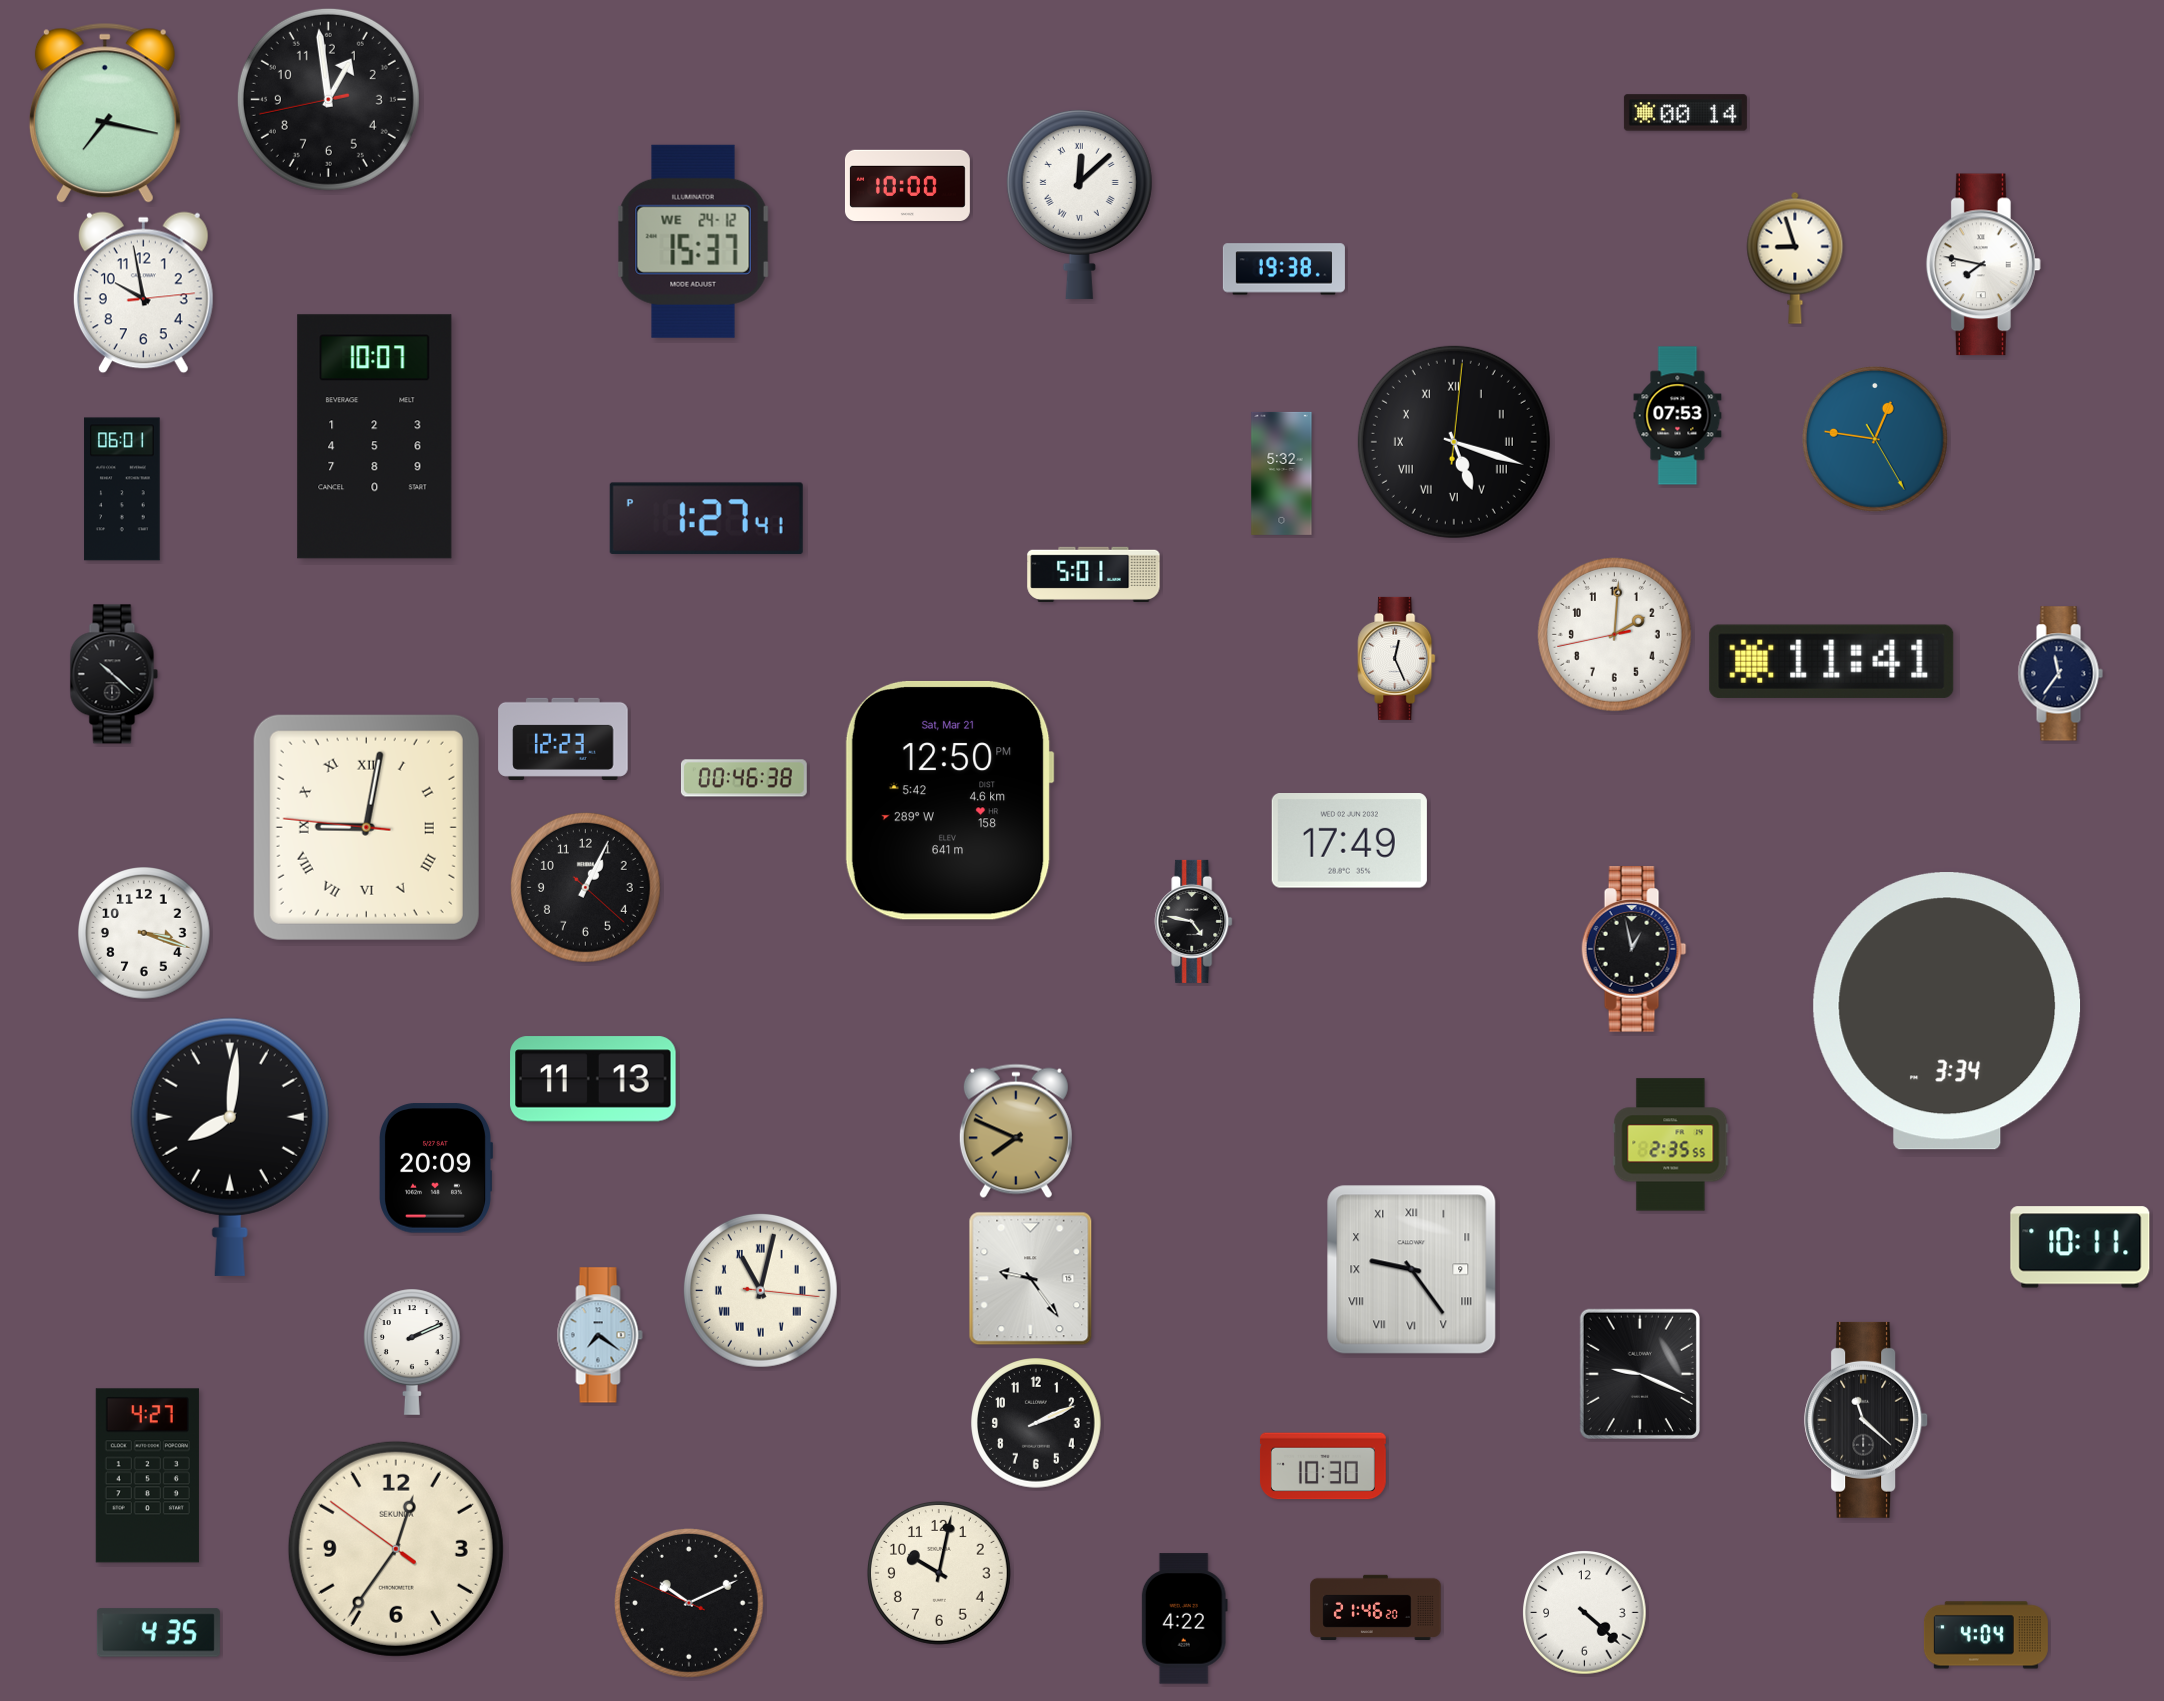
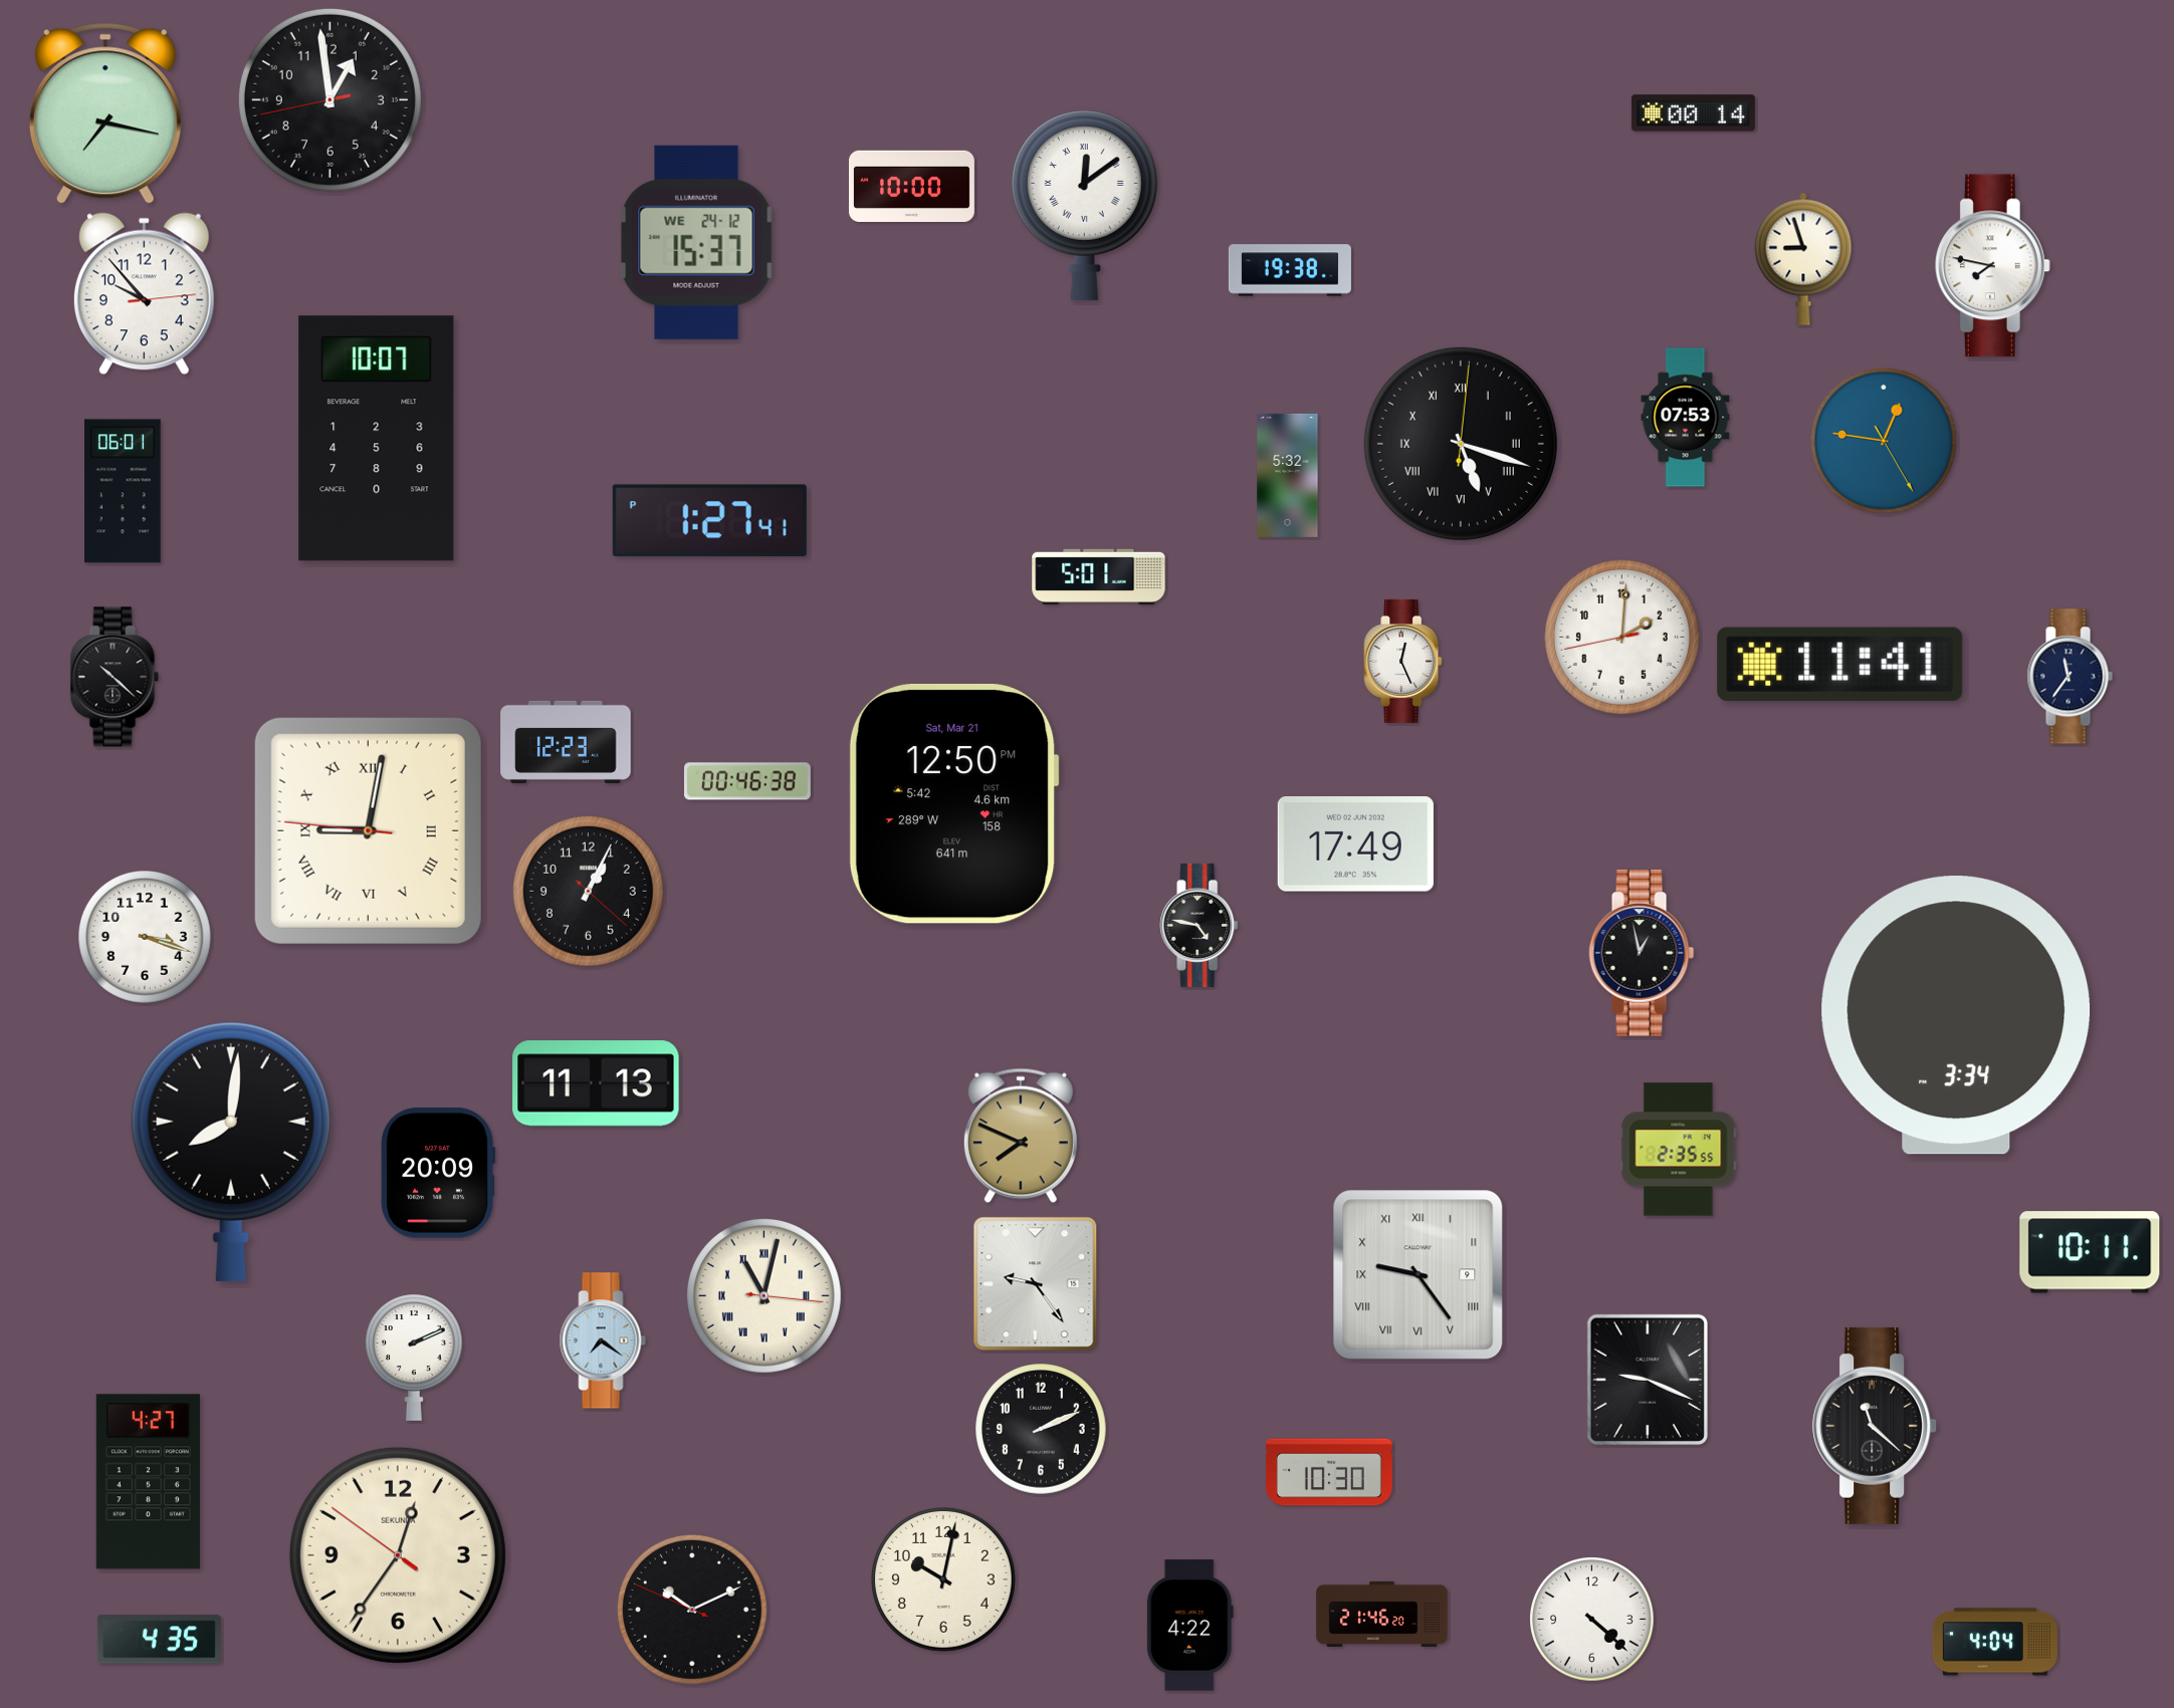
clock at (1079, 204): 12:08 -> 12:09
clock at (143, 293): 9:58 -> 9:53
